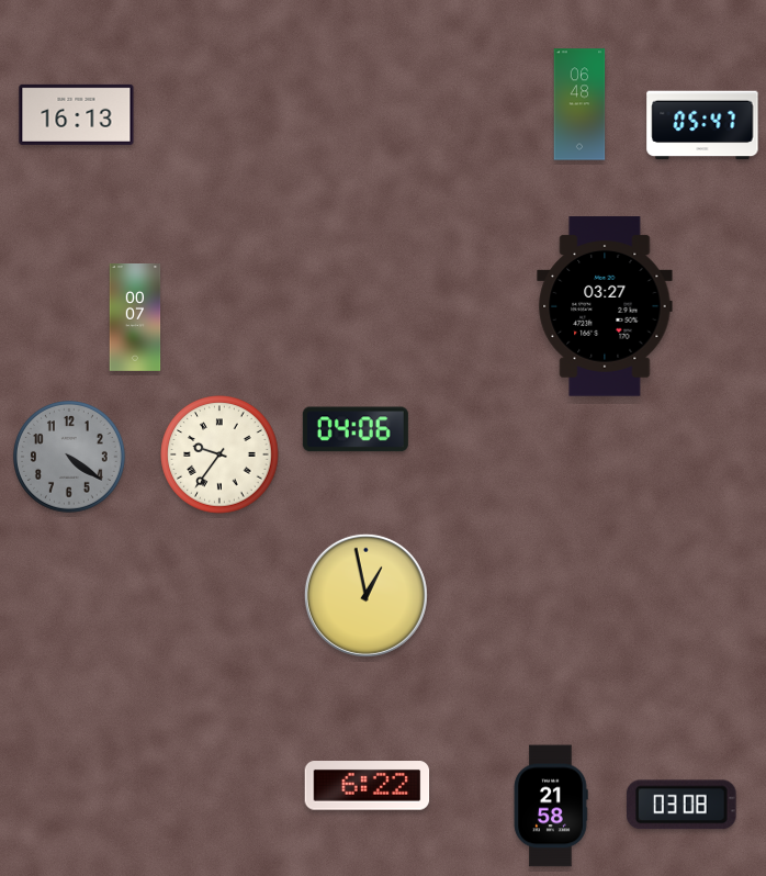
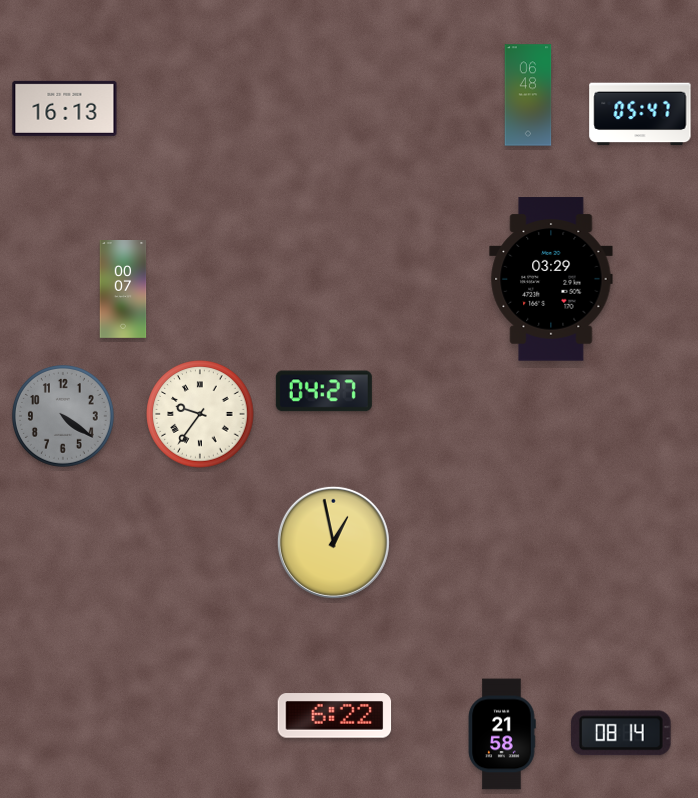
clock at (77, 114) position: (77, 114) -> (65, 108)
clock at (605, 306): 03:27 -> 03:29
clock at (356, 429): 04:06 -> 04:27
clock at (681, 805): 03:08 -> 08:14
